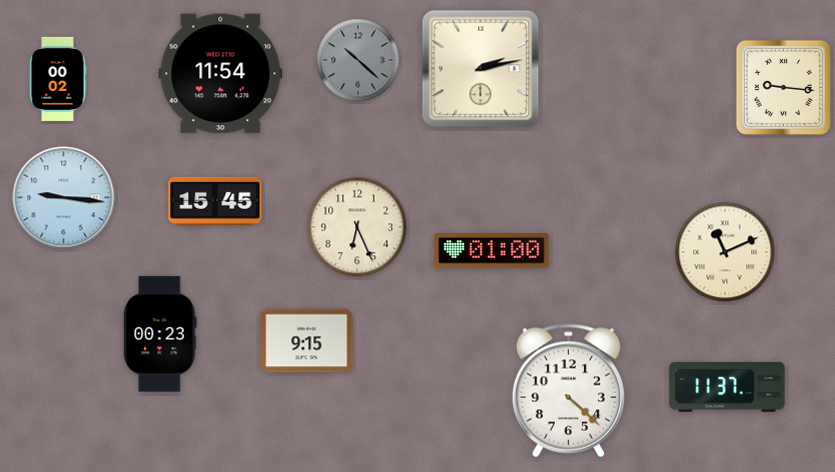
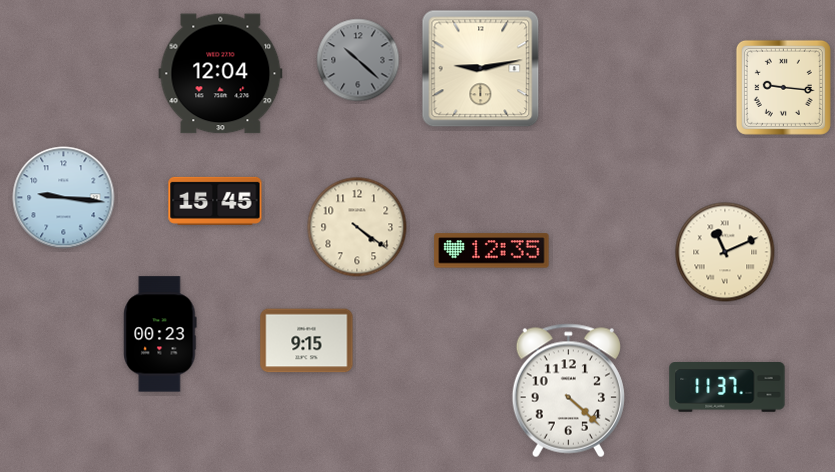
clock at (481, 69): 2:13 -> 9:13
clock at (221, 74): 11:54 -> 12:04
clock at (58, 79): 00:02 -> none
clock at (357, 227): 6:26 -> 4:21
clock at (492, 251): 01:00 -> 12:35
